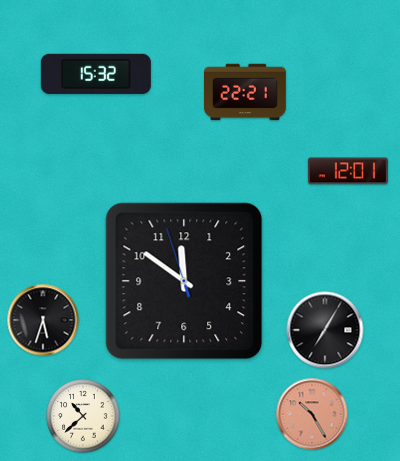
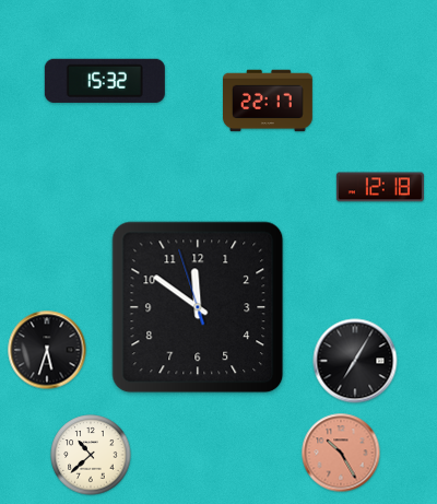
clock at (246, 92): 22:21 -> 22:17
clock at (348, 171): 12:01 -> 12:18
clock at (184, 281) position: (184, 281) -> (198, 307)
